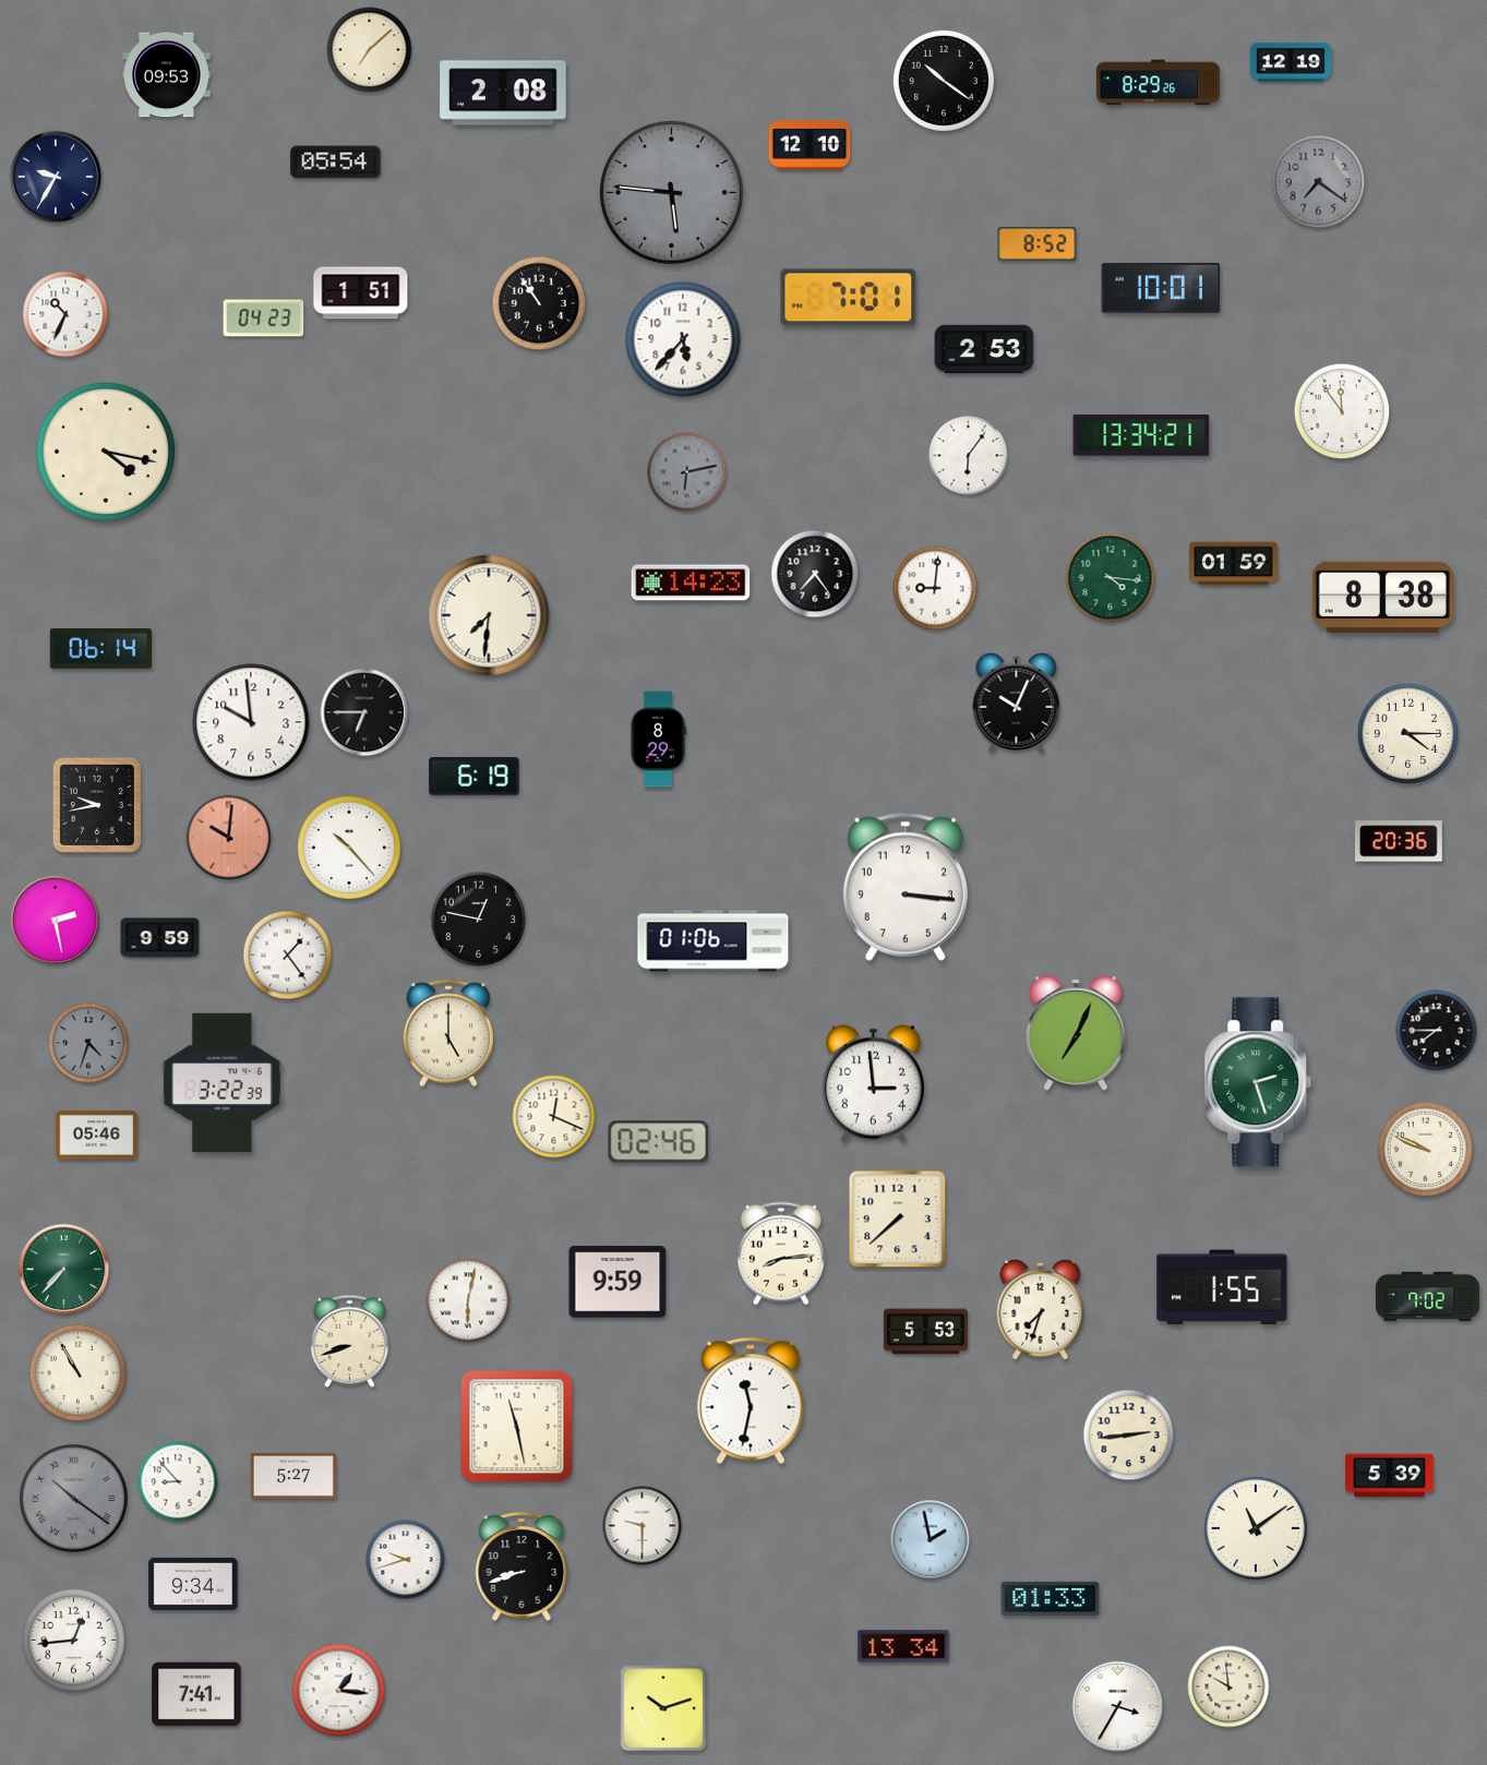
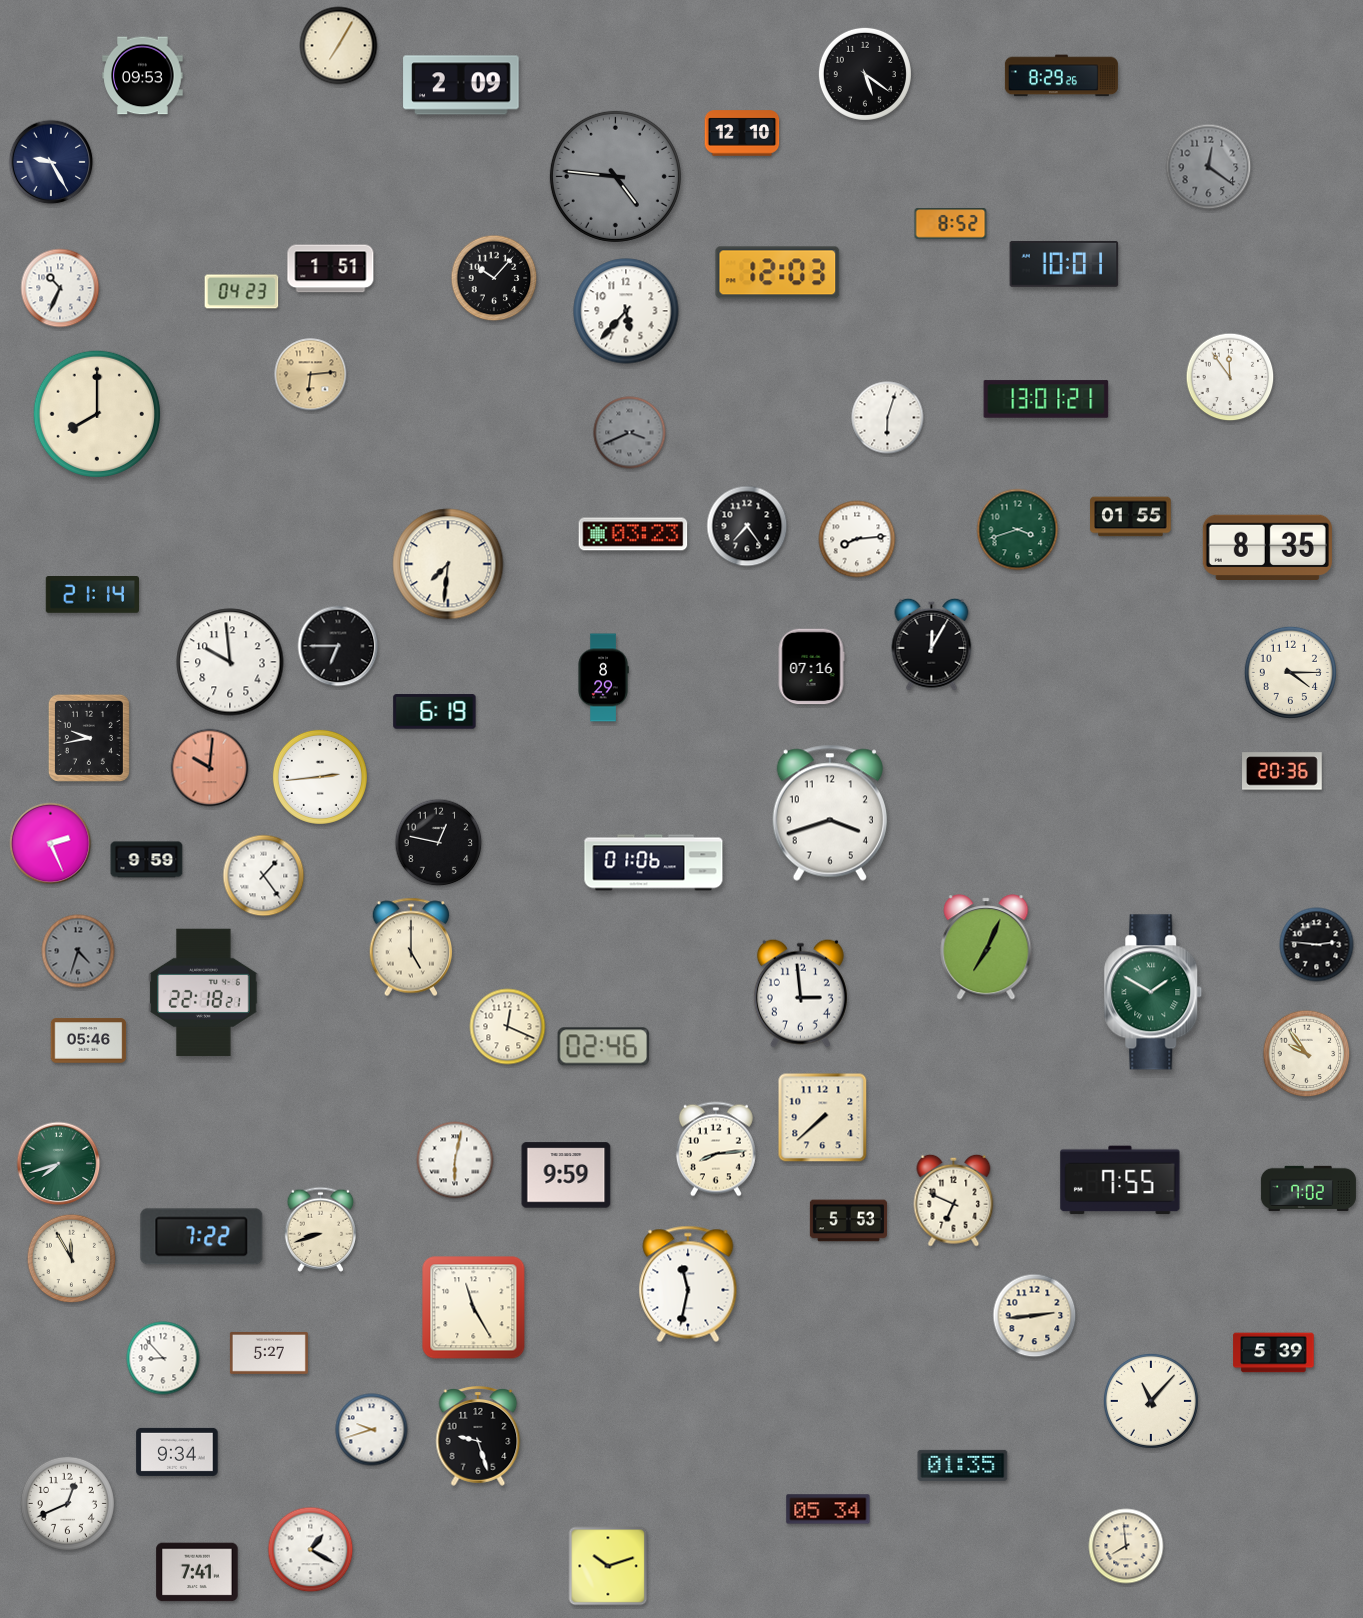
clock at (370, 50): 7:08 -> 7:05
clock at (1291, 62): 12:19 -> none
clock at (167, 75) position: (167, 75) -> (143, 76)
clock at (944, 81): 10:21 -> 5:21
clock at (503, 93): 2:08 -> 2:09
clock at (336, 163): 05:54 -> none
clock at (56, 177): 9:35 -> 9:25
clock at (1319, 182): 7:21 -> 12:21
clock at (671, 192): 5:46 -> 4:46
clock at (849, 298): 7:01 -> 12:03
clock at (539, 303): 10:54 -> 10:07
clock at (984, 349): 2:53 -> none
clock at (311, 375): none -> 6:14
clock at (1141, 435): 13:34 -> 13:01
clock at (105, 451): 4:17 -> 8:00
clock at (969, 456): 6:06 -> 6:03
clock at (687, 472): 6:13 -> 3:41
clock at (1234, 564): 01:59 -> 01:55
clock at (1111, 578): 4:16 -> 3:42
clock at (691, 583): 14:23 -> 03:23
clock at (935, 588): 9:01 -> 8:14
clock at (1382, 597): 8:38 -> 8:35
clock at (100, 649): 06:14 -> 21:14
clock at (1017, 703): 10:04 -> 12:05
clock at (364, 712) position: (364, 712) -> (338, 646)
clock at (811, 667): none -> 07:16
clock at (349, 848): 10:23 -> 2:44
clock at (906, 887): 3:16 -> 3:42
clock at (56, 921): 2:28 -> 2:26
clock at (1437, 1031): 7:45 -> 2:46
clock at (88, 1043) position: (88, 1043) -> (78, 951)
clock at (1258, 1082): 2:27 -> 1:50
clock at (223, 1083): 3:22 -> 22:18
clock at (554, 1117) position: (554, 1117) -> (508, 1027)
clock at (1426, 1150): 9:49 -> 9:54
clock at (64, 1270): 7:37 -> 7:42
clock at (1222, 1287): 1:55 -> 7:55
clock at (468, 1300) position: (468, 1300) -> (455, 1160)
clock at (1041, 1309): 7:33 -> 6:49
clock at (202, 1237): none -> 7:22
clock at (79, 1373): 10:55 -> 11:55
clock at (517, 1427): 11:28 -> 11:25
clock at (74, 1499): 10:21 -> none
clock at (643, 1526): 9:30 -> none
clock at (1256, 1528): 11:09 -> 11:07
clock at (931, 1540): 1:58 -> none
clock at (521, 1568): 8:42 -> 9:27
clock at (1051, 1598): 01:33 -> 01:35
clock at (73, 1640): 12:44 -> 12:41
clock at (903, 1646): 13:34 -> 05:34
clock at (1228, 1686): 9:59 -> 7:59
clock at (339, 1691): 1:16 -> 1:20
clock at (196, 1694) position: (196, 1694) -> (197, 1572)
clock at (1118, 1707): 3:35 -> none
